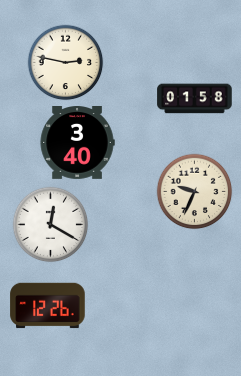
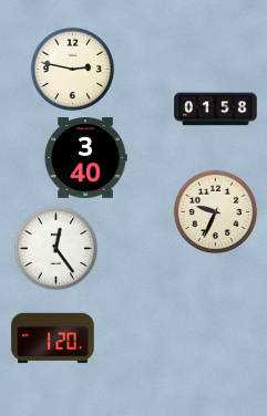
clock at (51, 225): 12:20 -> 12:24
clock at (48, 306): 12:26 -> 1:20
